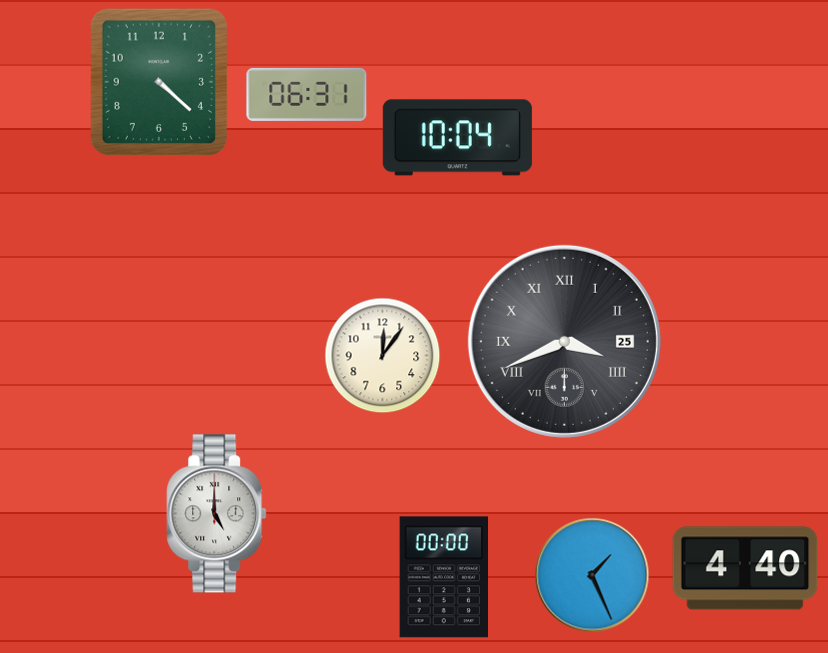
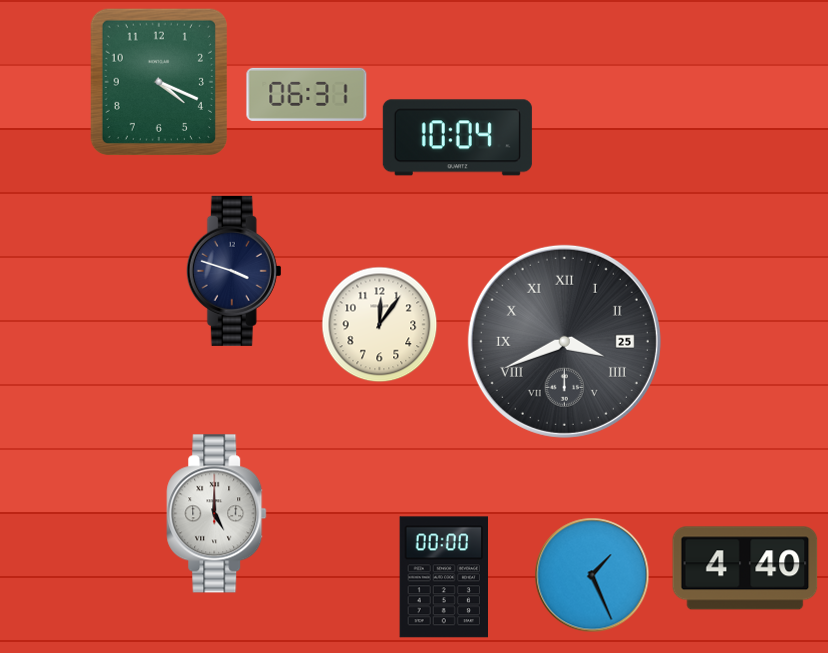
clock at (158, 81): 4:22 -> 4:19
clock at (234, 271): none -> 3:48
clock at (383, 356) position: (383, 356) -> (380, 325)
